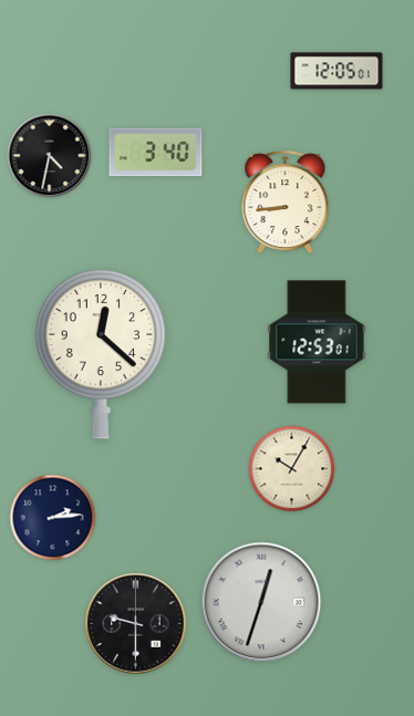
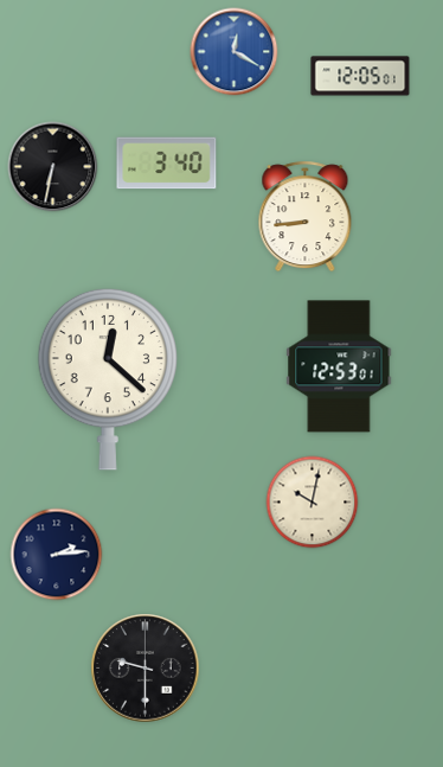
clock at (235, 52): none -> 12:20
clock at (50, 156): 4:32 -> 6:32
clock at (292, 469): 10:05 -> 10:02
clock at (261, 602): 12:33 -> none
